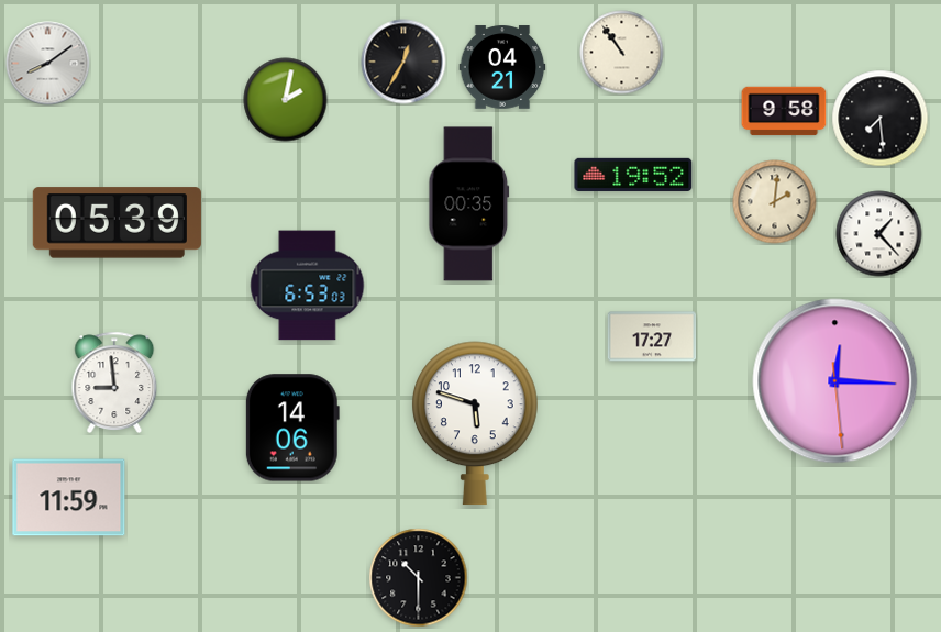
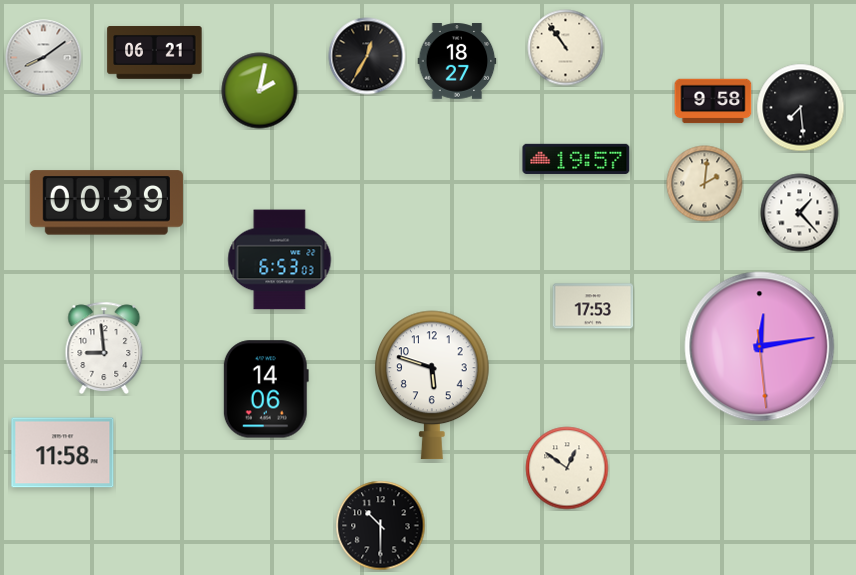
clock at (155, 53): none -> 06:21
clock at (502, 67): 04:21 -> 18:27
clock at (633, 175): 19:52 -> 19:57
clock at (469, 204): 00:35 -> none
clock at (117, 223): 05:39 -> 00:39
clock at (652, 336): 17:27 -> 17:53
clock at (835, 381): 12:15 -> 12:13
clock at (69, 498): 11:59 -> 11:58
clock at (567, 468): none -> 12:51
